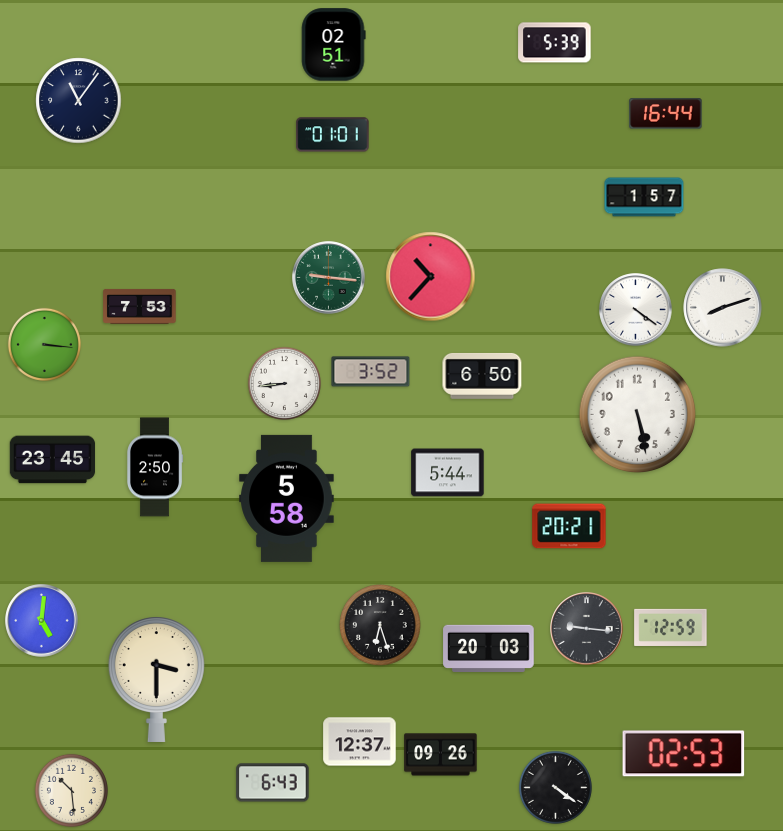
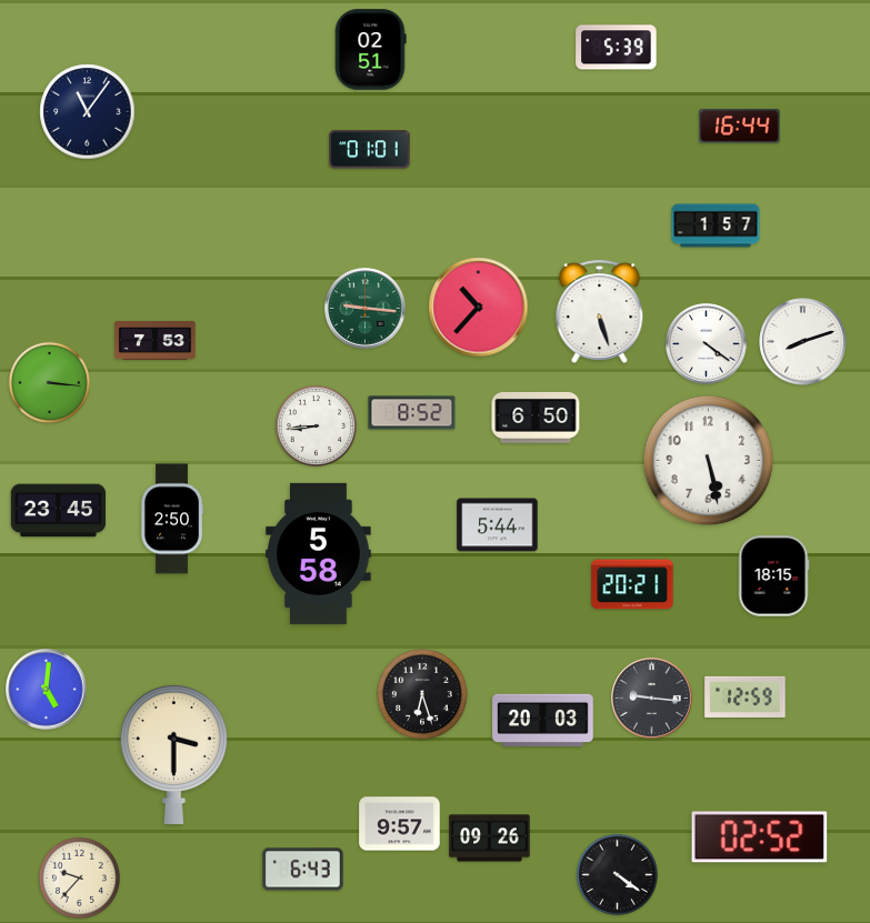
clock at (644, 197) position: (644, 197) -> (716, 225)
clock at (600, 312): none -> 5:27
clock at (371, 372): 3:52 -> 8:52
clock at (773, 576): none -> 18:15
clock at (360, 742): 12:37 -> 9:57
clock at (684, 754): 02:53 -> 02:52
clock at (71, 790): 10:29 -> 9:37
